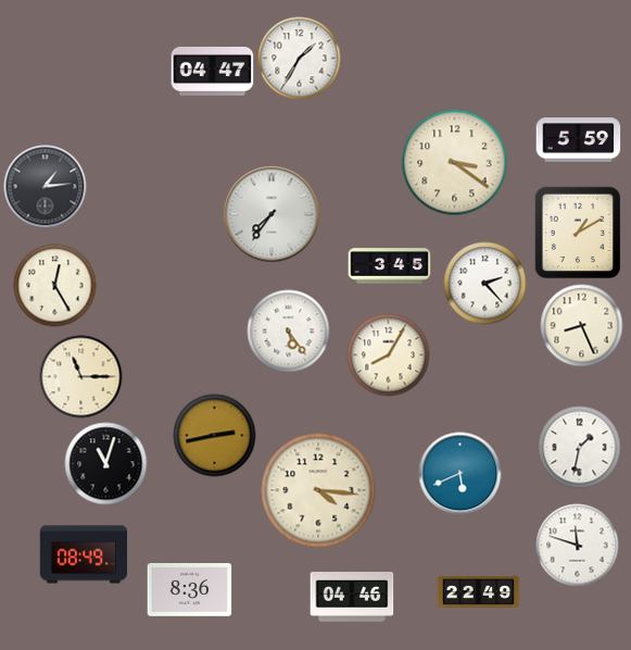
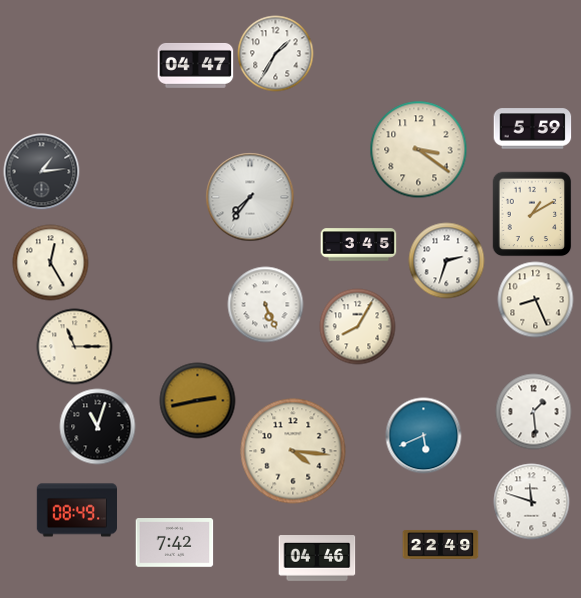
clock at (485, 284): 2:23 -> 2:33
clock at (289, 332): 5:24 -> 5:26
clock at (580, 448): 1:32 -> 1:29
clock at (190, 590): 8:36 -> 7:42
clock at (352, 598) position: (352, 598) -> (317, 559)
